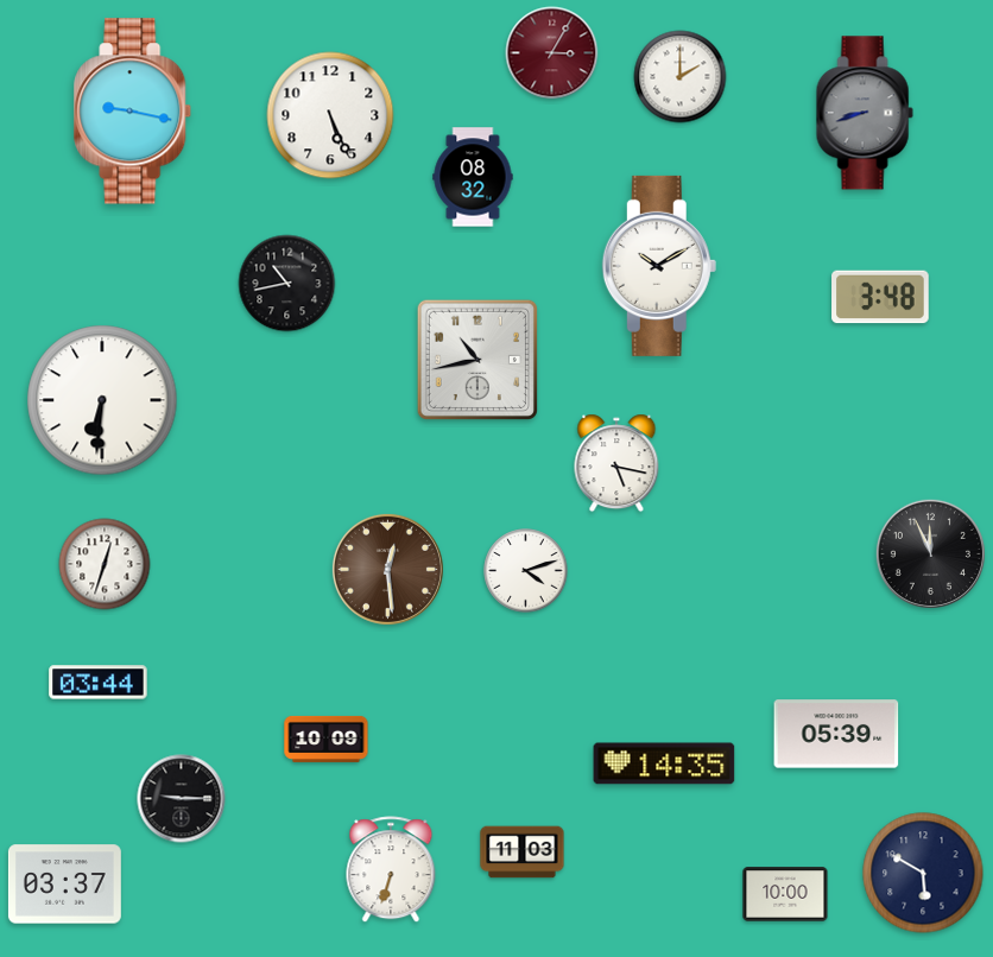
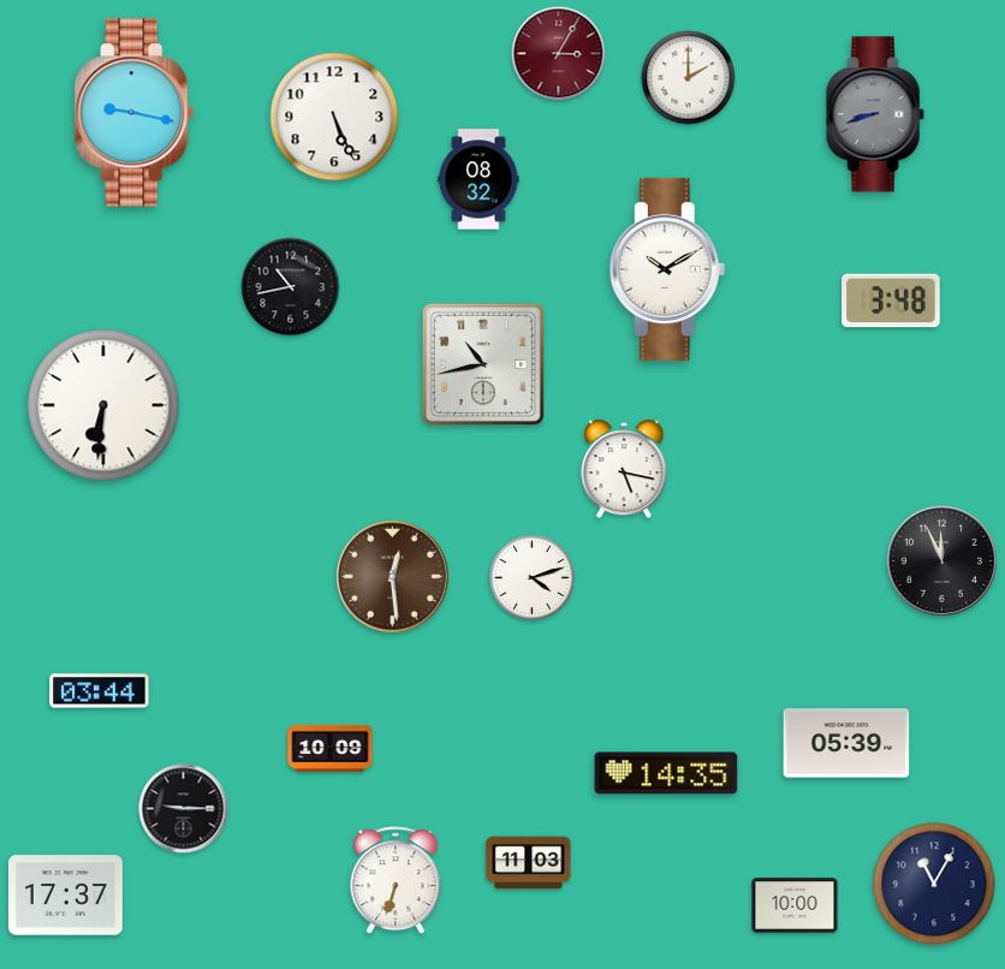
clock at (105, 564): 12:33 -> none
clock at (664, 763) position: (664, 763) -> (666, 773)
clock at (923, 873): 5:50 -> 11:05
clock at (64, 885): 03:37 -> 17:37
